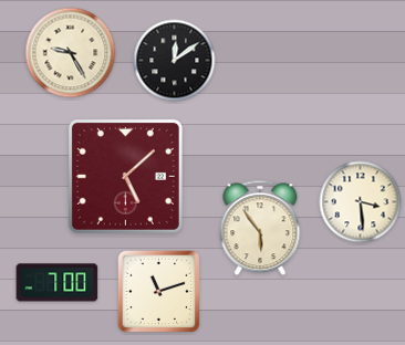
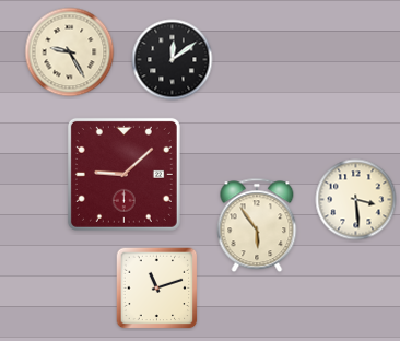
clock at (125, 176): 5:08 -> 9:08
clock at (58, 283): 7:00 -> none
